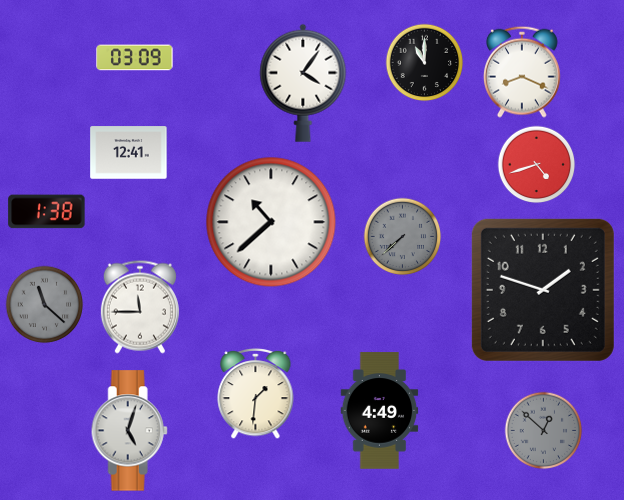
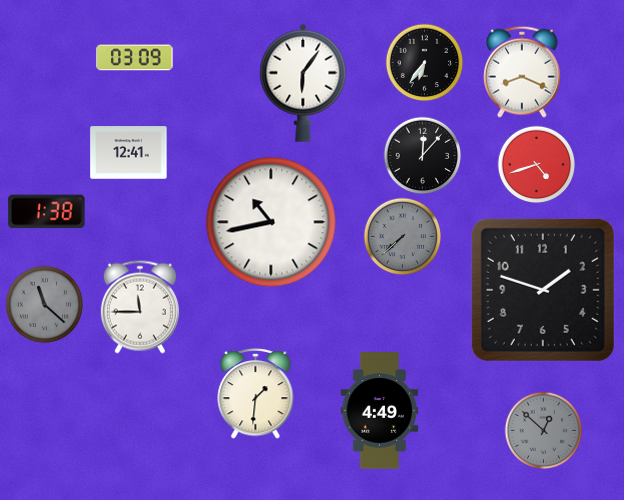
clock at (424, 62): 11:00 -> 6:36
clock at (303, 83): 4:06 -> 6:06
clock at (422, 155): none -> 12:07
clock at (271, 222): 10:38 -> 10:43
clock at (129, 431): 5:03 -> none
